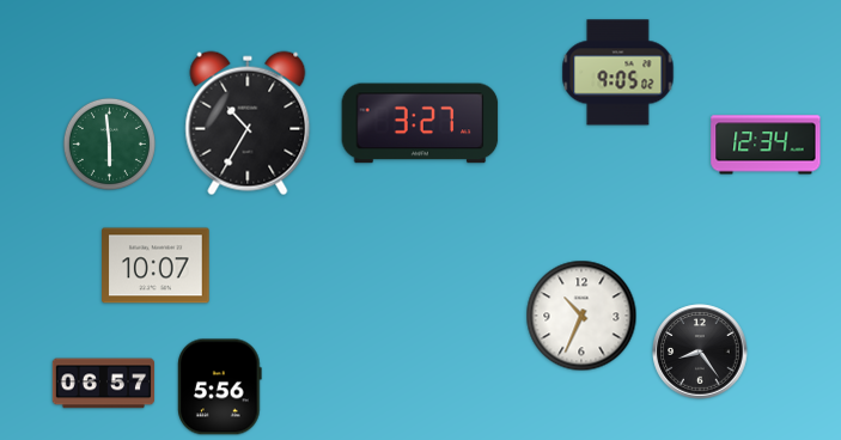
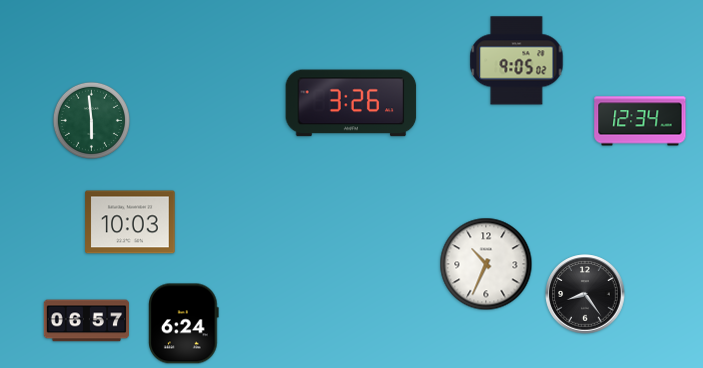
clock at (248, 123): 10:35 -> none
clock at (420, 123): 3:27 -> 3:26
clock at (156, 265): 10:07 -> 10:03
clock at (220, 387): 5:56 -> 6:24
